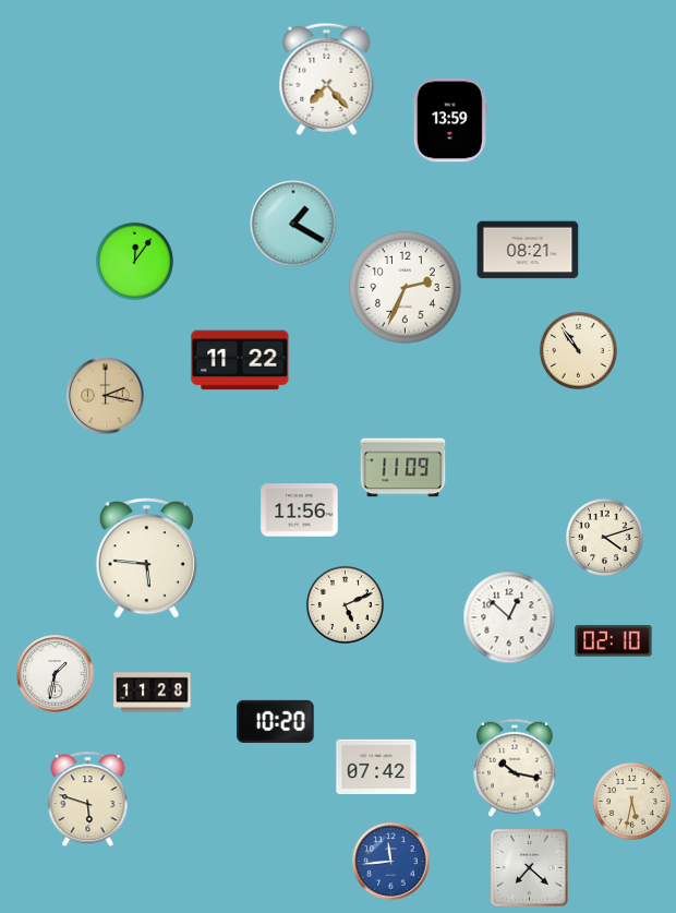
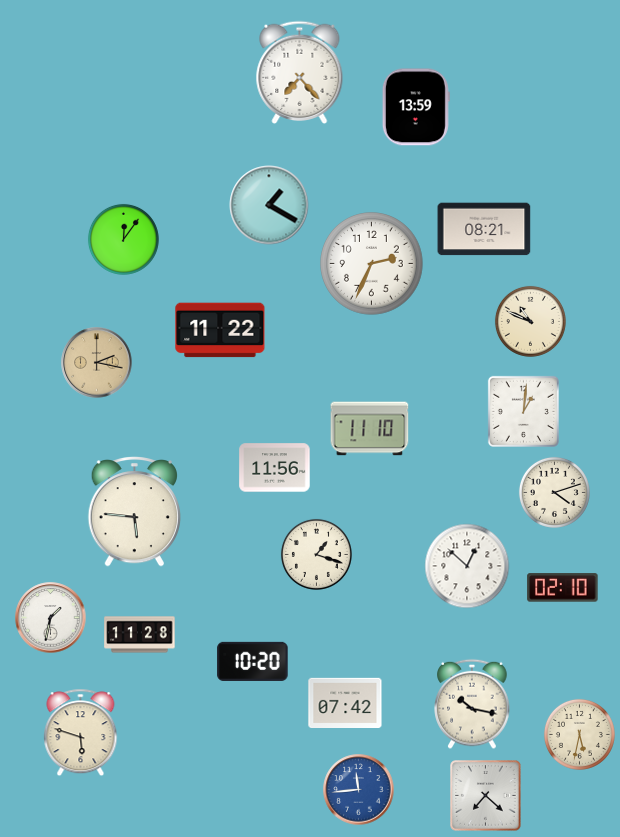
clock at (450, 120) position: (450, 120) -> (416, 107)
clock at (578, 350): 10:54 -> 10:49
clock at (523, 411): none -> 1:01
clock at (403, 468): 11:09 -> 11:10
clock at (345, 604): 5:11 -> 1:18
